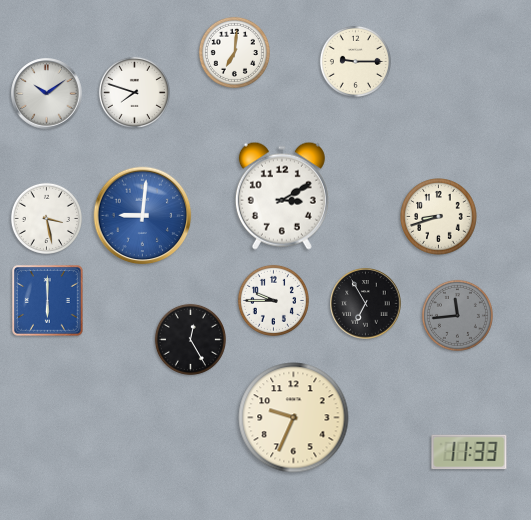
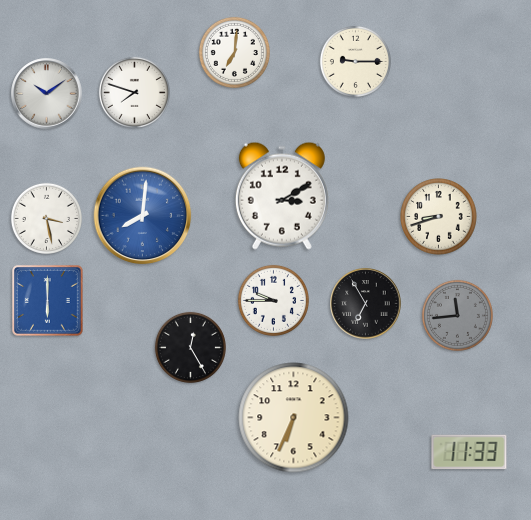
clock at (143, 216): 9:01 -> 8:01
clock at (190, 339) position: (190, 339) -> (190, 347)
clock at (294, 418): 9:34 -> 6:34
